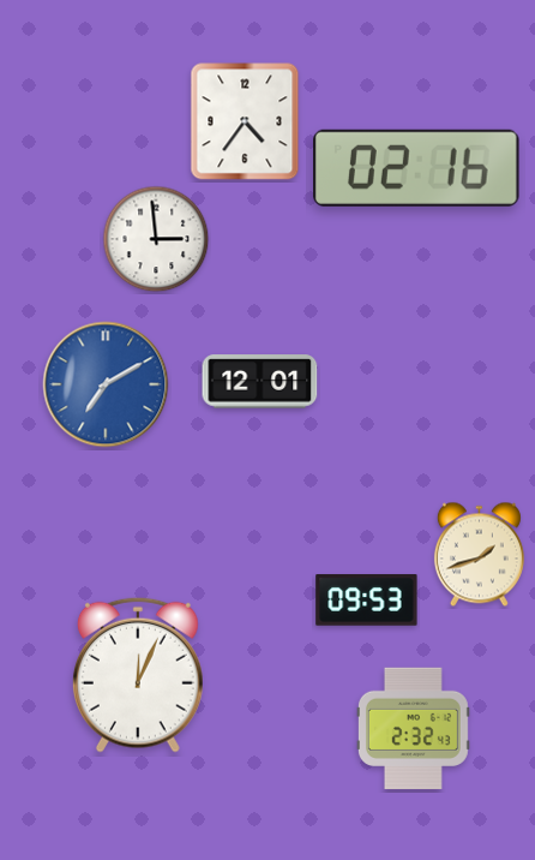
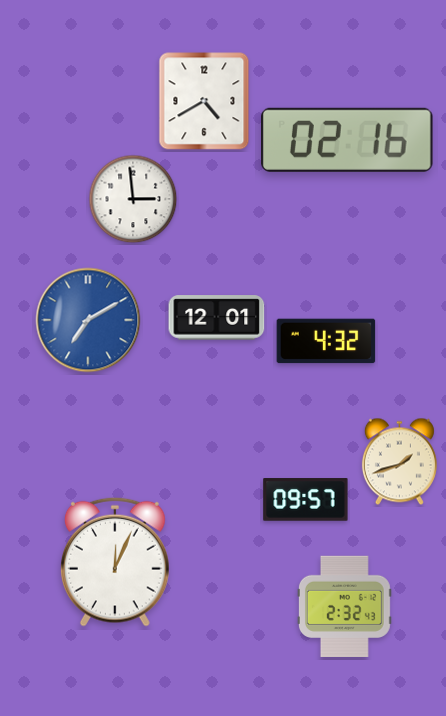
clock at (245, 121): 4:36 -> 4:40
clock at (156, 239) position: (156, 239) -> (133, 199)
clock at (326, 341): none -> 4:32
clock at (367, 601): 09:53 -> 09:57
